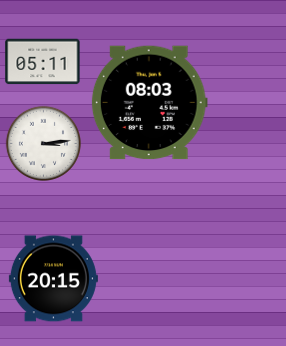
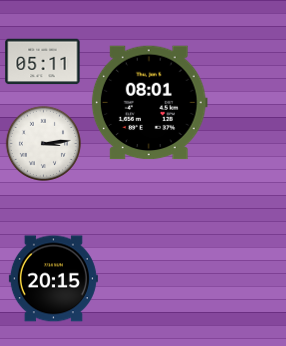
clock at (149, 103): 08:03 -> 08:01
